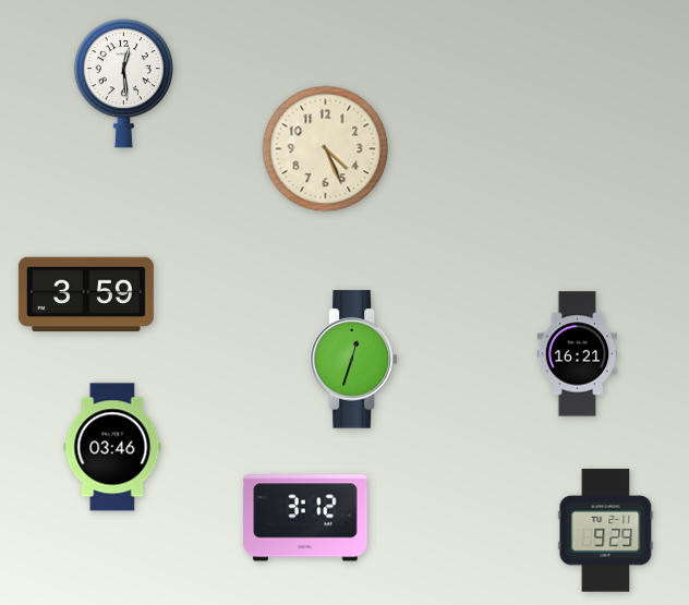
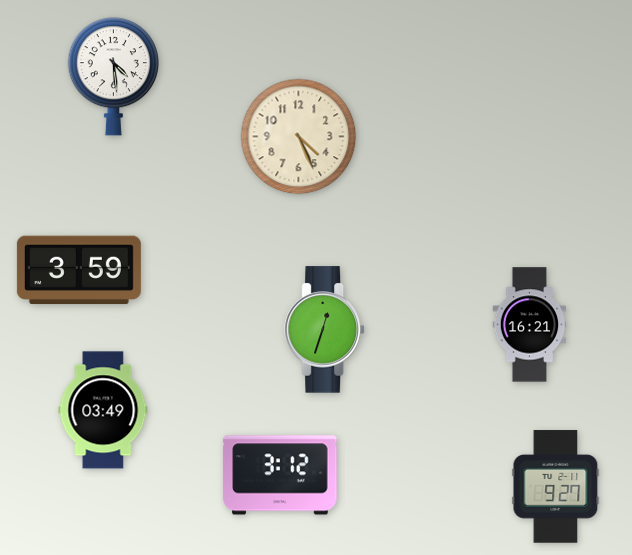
clock at (123, 84): 12:29 -> 4:29
clock at (112, 447): 03:46 -> 03:49
clock at (606, 531): 9:29 -> 9:27
